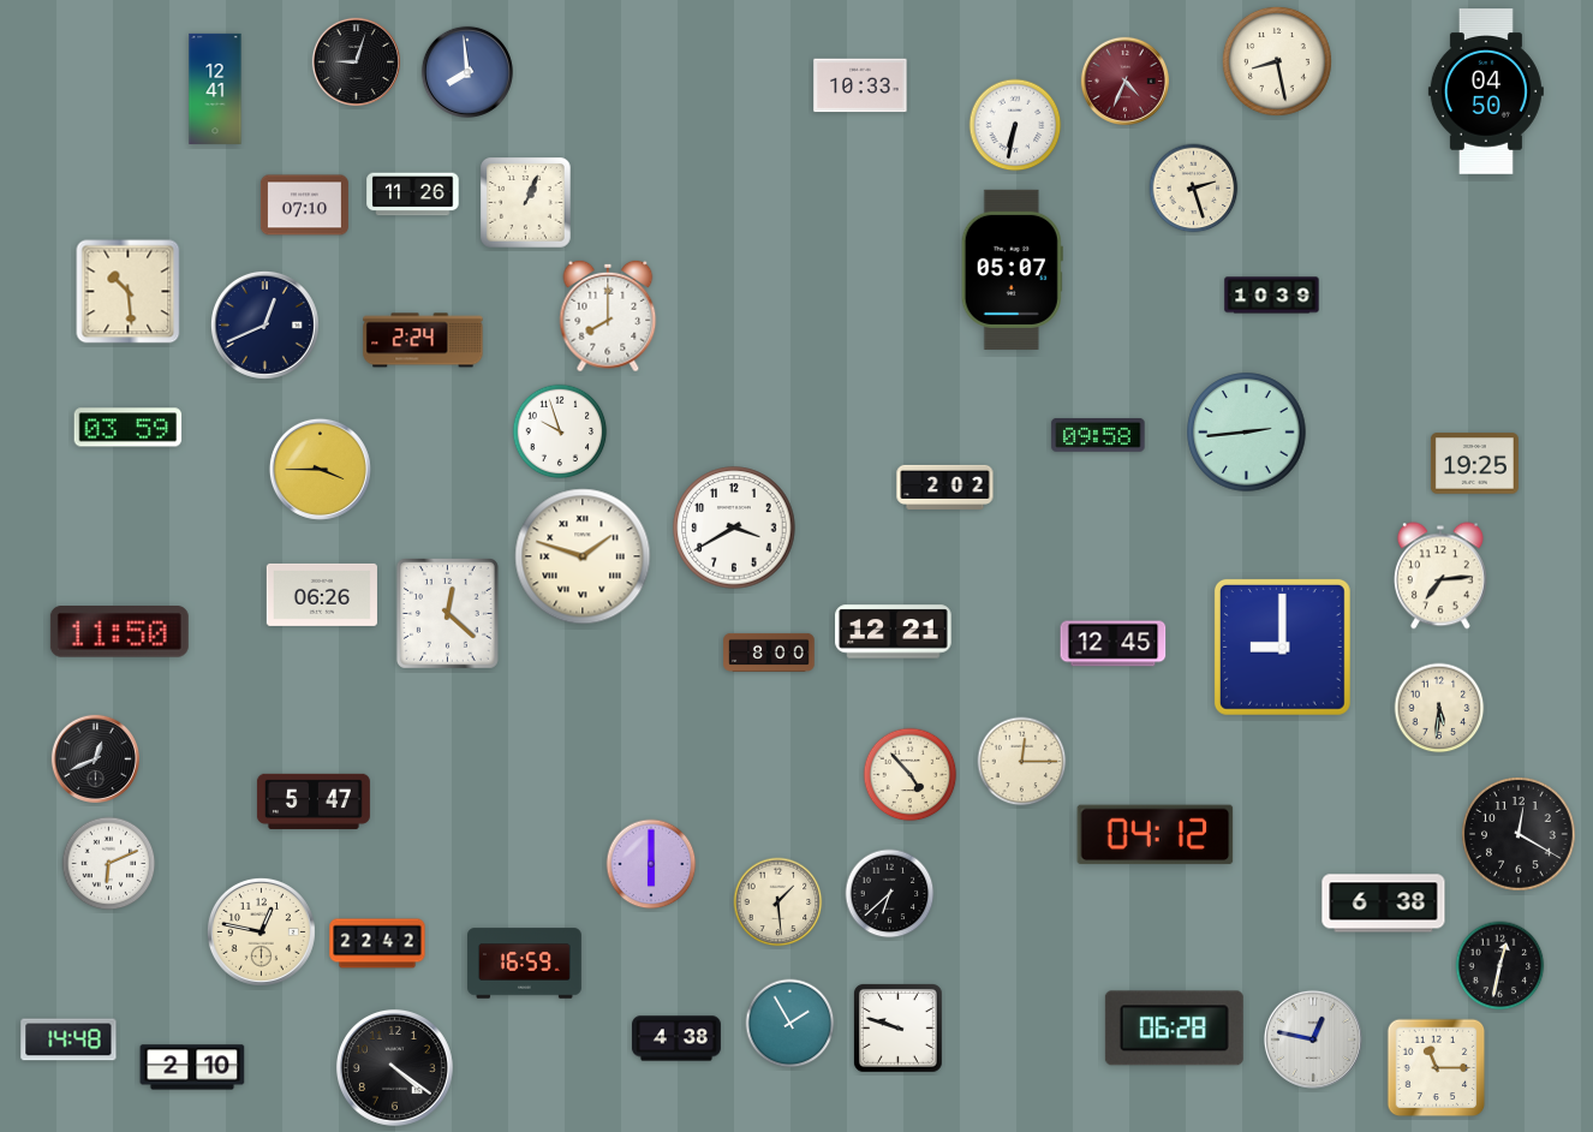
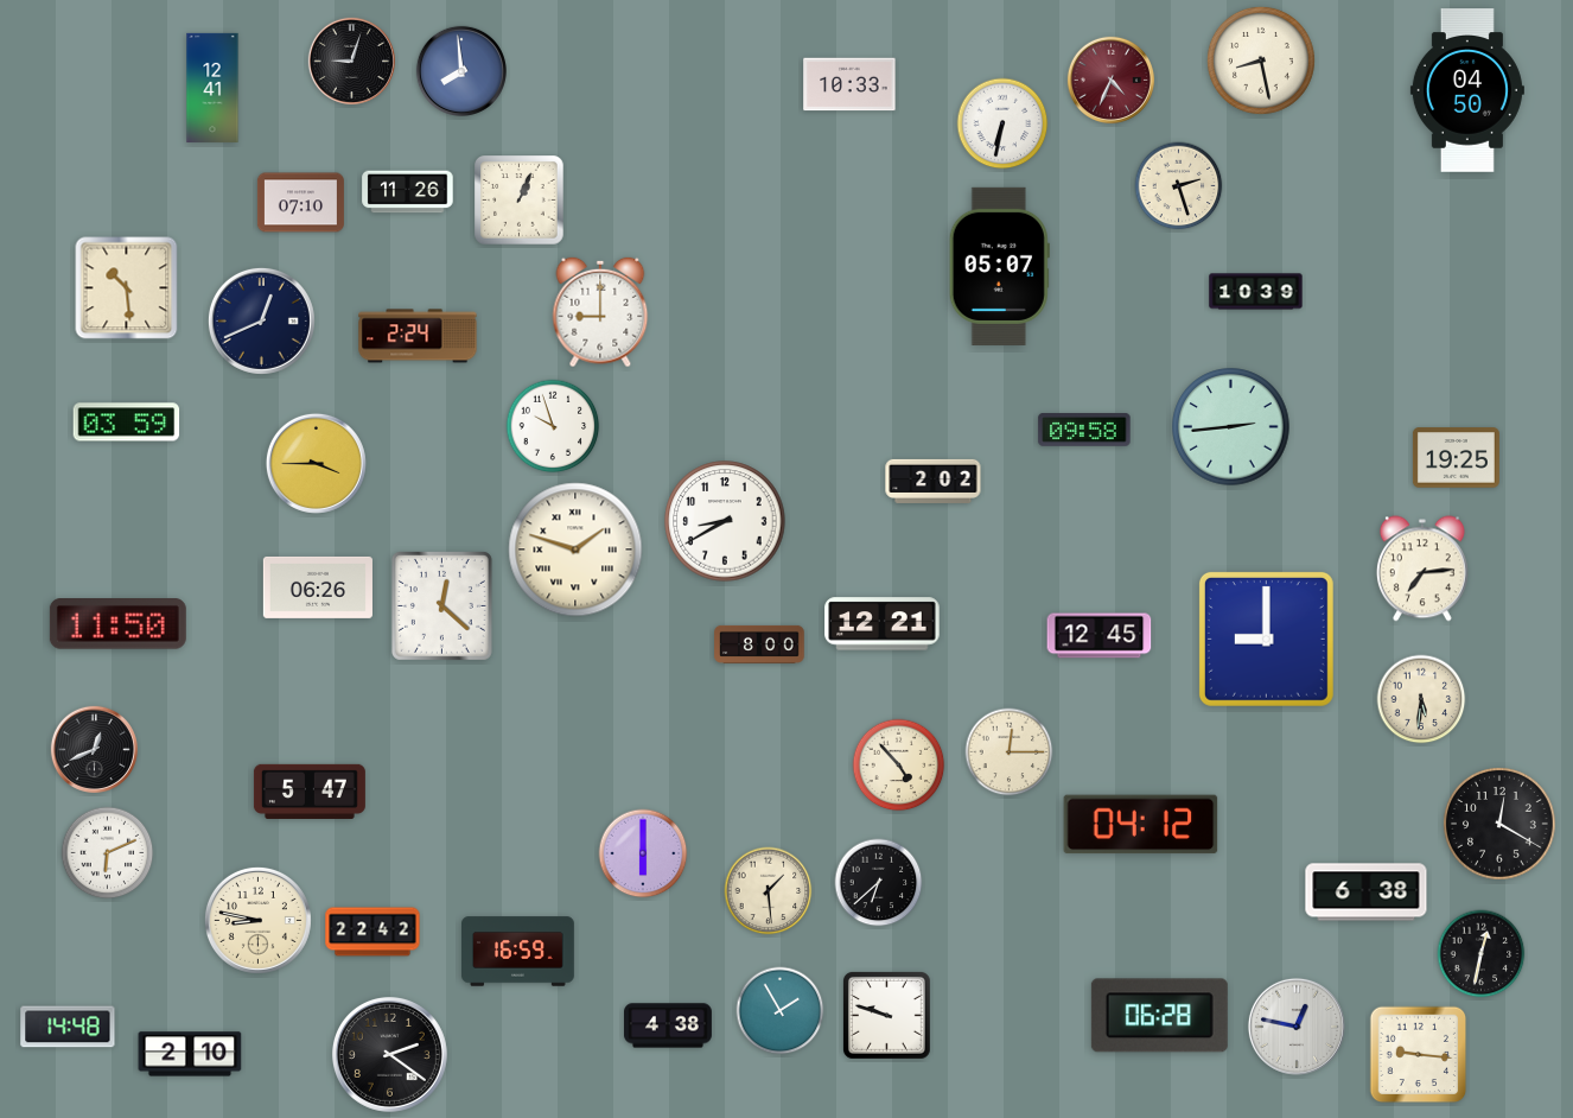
clock at (608, 316): 8:00 -> 9:00
clock at (734, 528): 3:40 -> 8:40
clock at (261, 931): 12:47 -> 8:47
clock at (394, 1067): 4:21 -> 2:21
clock at (1437, 1068): 11:15 -> 9:16
